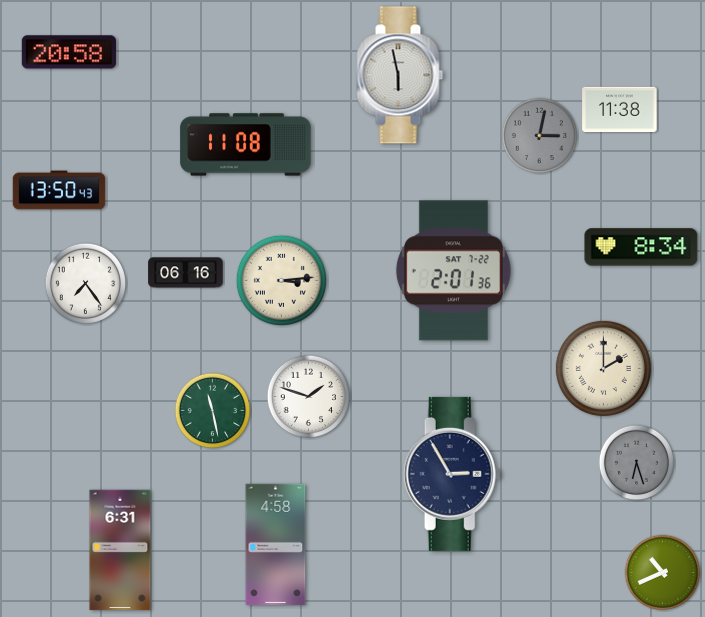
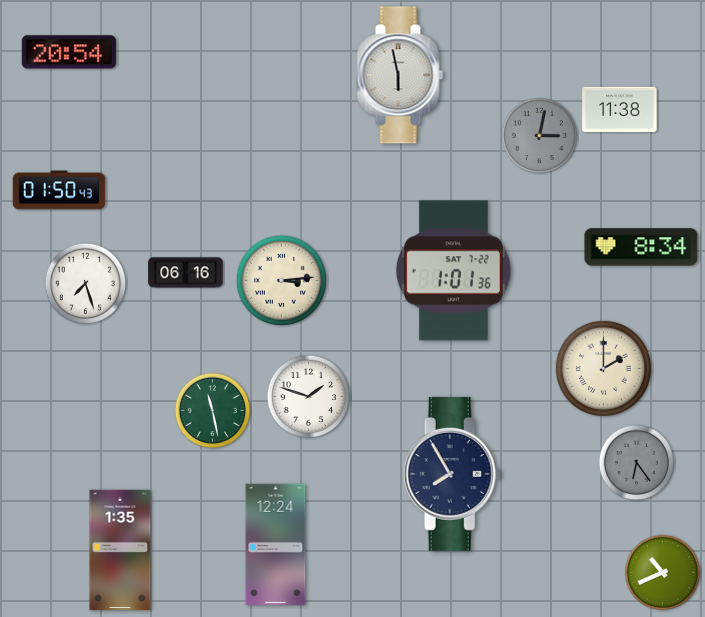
clock at (69, 52): 20:58 -> 20:54
clock at (246, 145): 11:08 -> none
clock at (59, 190): 13:50 -> 01:50
clock at (453, 271): 2:01 -> 1:01
clock at (86, 284): 7:24 -> 7:27
clock at (637, 463): 6:27 -> 6:24
clock at (452, 474): 2:55 -> 7:55
clock at (276, 545): 4:58 -> 12:24
clock at (120, 550): 6:31 -> 1:35
